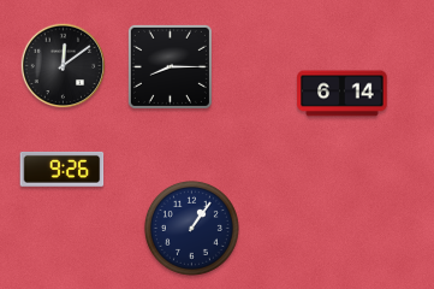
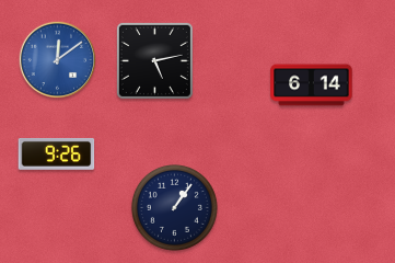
clock at (64, 66) dial: black -> blue
clock at (170, 66): 8:15 -> 5:13
